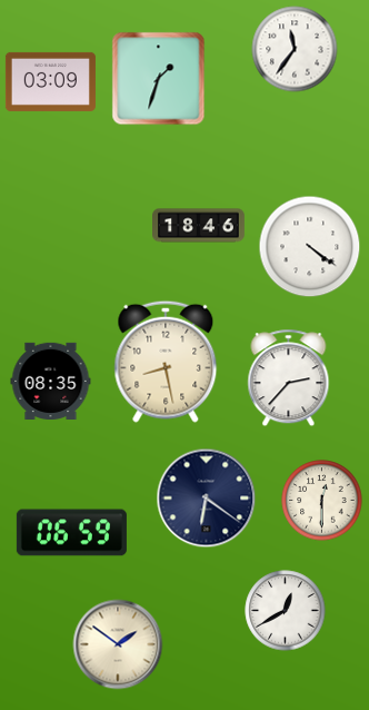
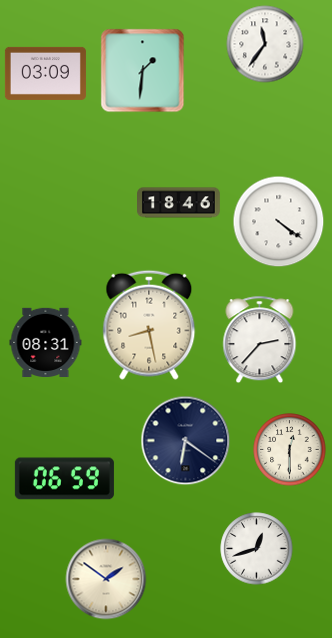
clock at (159, 79): 1:33 -> 1:31
clock at (51, 381): 08:35 -> 08:31
clock at (207, 499) position: (207, 499) -> (186, 441)
clock at (286, 611): 12:40 -> 12:42
